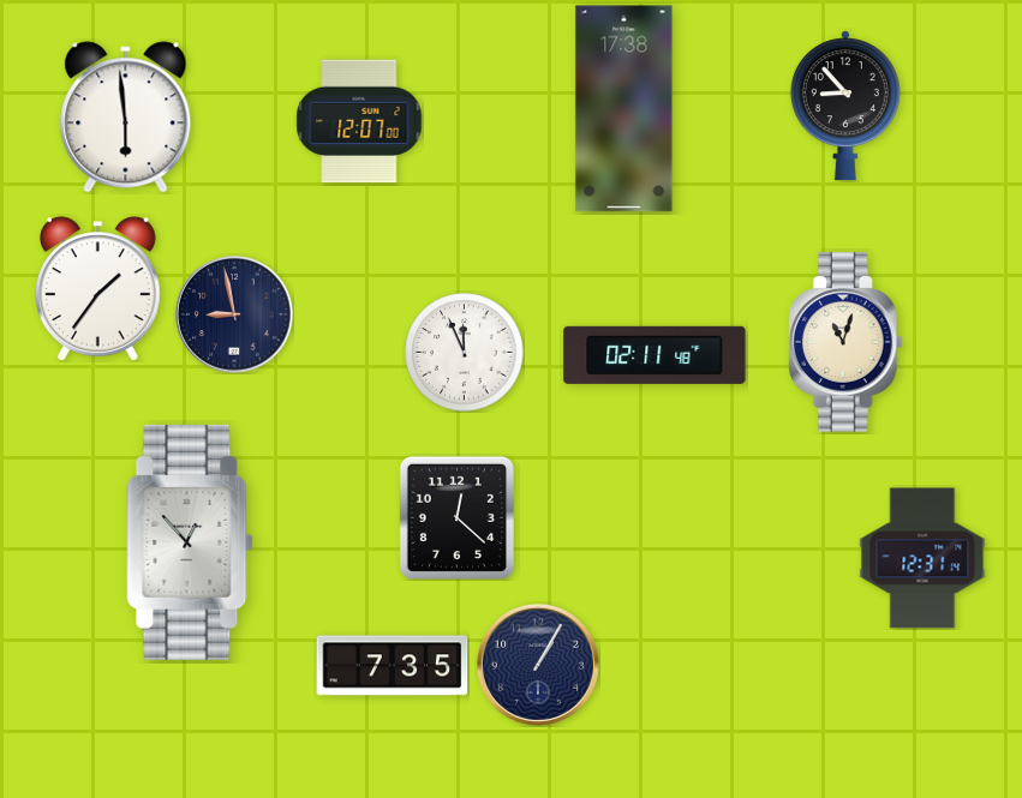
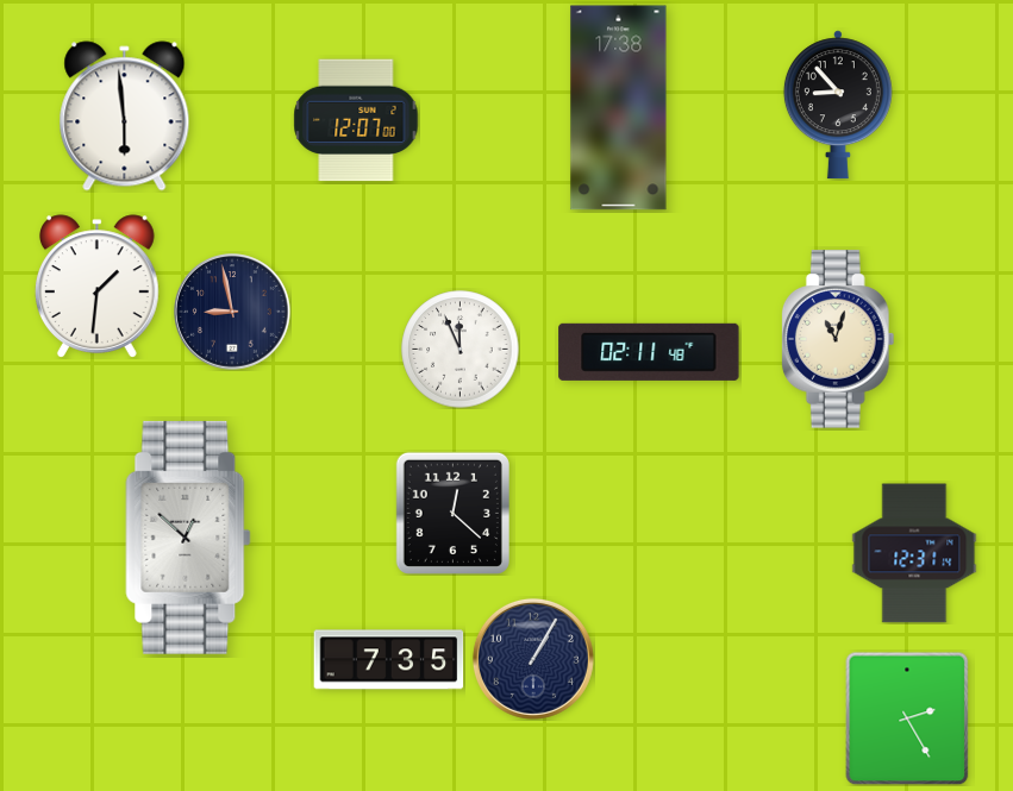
clock at (97, 289): 1:36 -> 1:31
clock at (190, 542): 12:53 -> 12:52
clock at (907, 718): none -> 2:25
